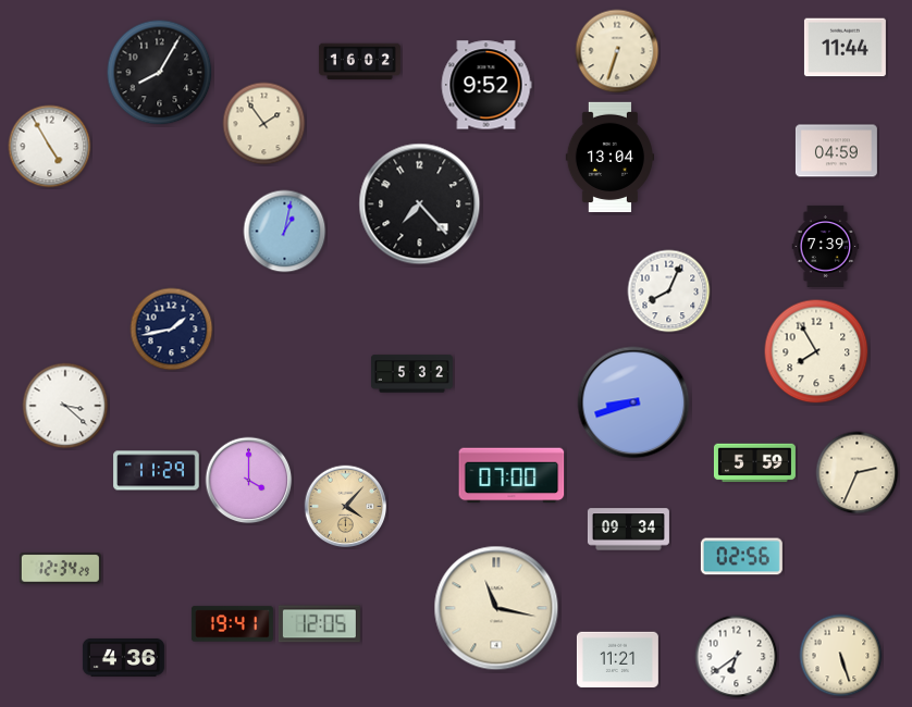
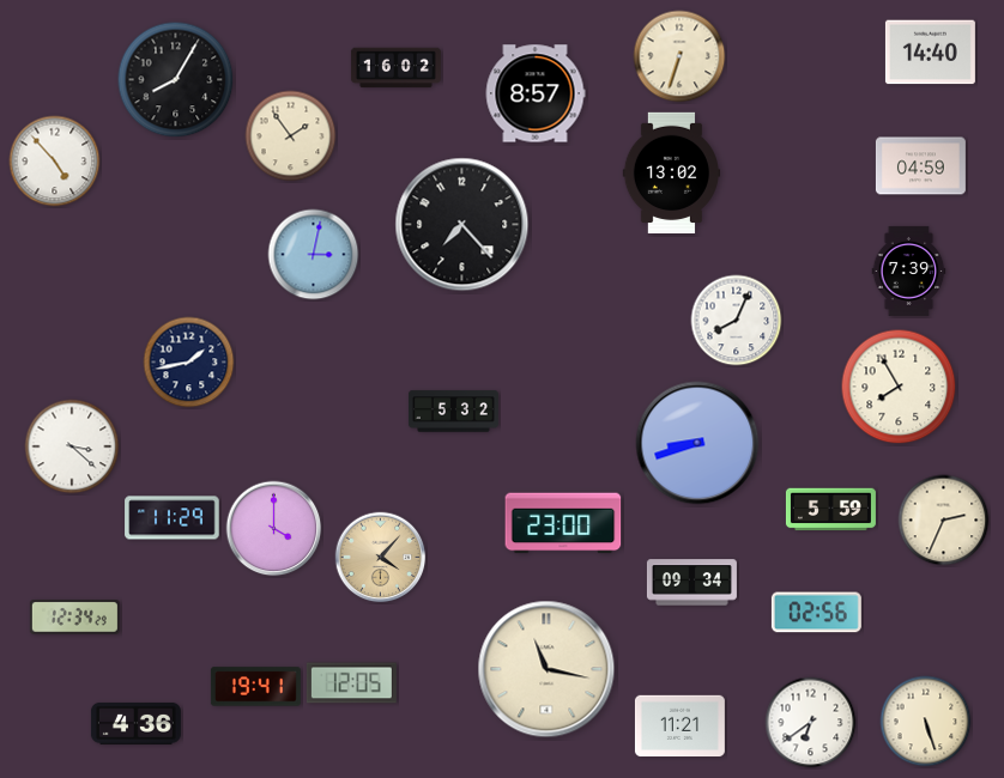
clock at (845, 48): 11:44 -> 14:40
clock at (486, 85): 9:52 -> 8:57
clock at (50, 147): 4:55 -> 4:53
clock at (609, 157): 13:04 -> 13:02
clock at (285, 232): 1:02 -> 3:02
clock at (512, 475): 07:00 -> 23:00
clock at (60, 569) position: (60, 569) -> (74, 618)
clock at (319, 624) position: (319, 624) -> (351, 683)
